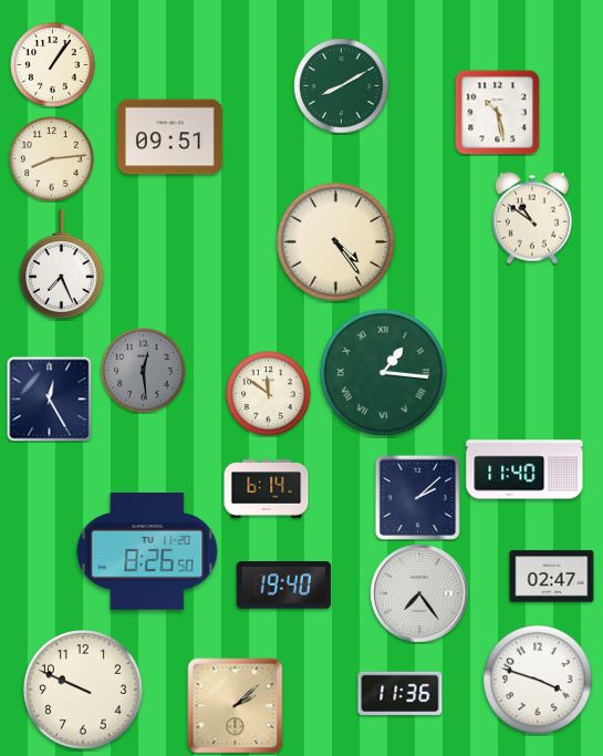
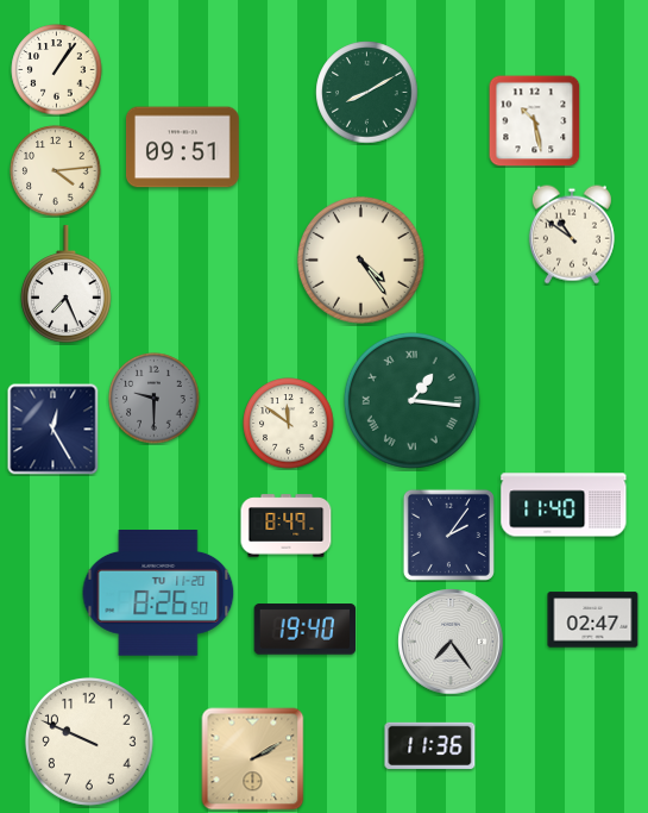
clock at (52, 159): 8:14 -> 4:14
clock at (144, 371): 12:29 -> 9:30
clock at (267, 489): 6:14 -> 8:49
clock at (417, 497): 2:08 -> 2:06
clock at (419, 593) position: (419, 593) -> (451, 642)
clock at (539, 681): 3:48 -> none
clock at (236, 706): 2:08 -> 2:10
